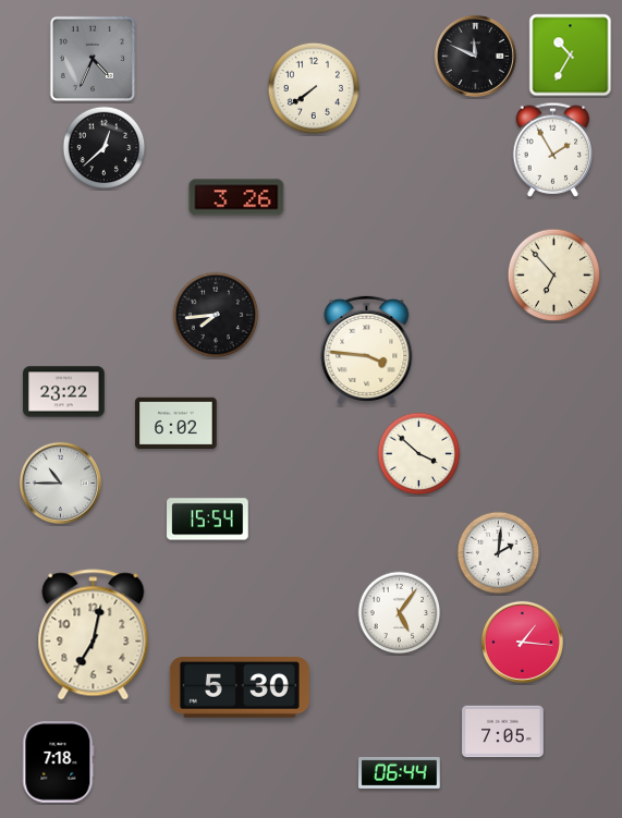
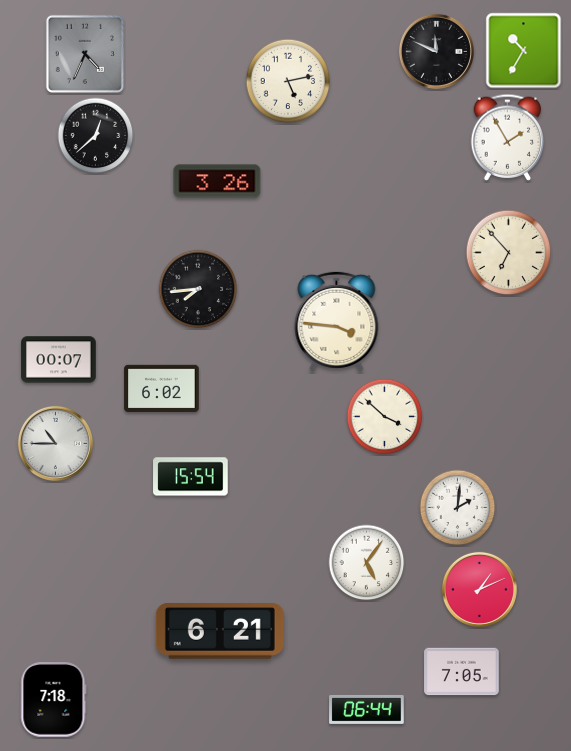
clock at (314, 88): 7:39 -> 5:13
clock at (64, 392): 23:22 -> 00:07
clock at (94, 635): 7:02 -> none
clock at (522, 642): 1:16 -> 1:11
clock at (240, 687): 5:30 -> 6:21
